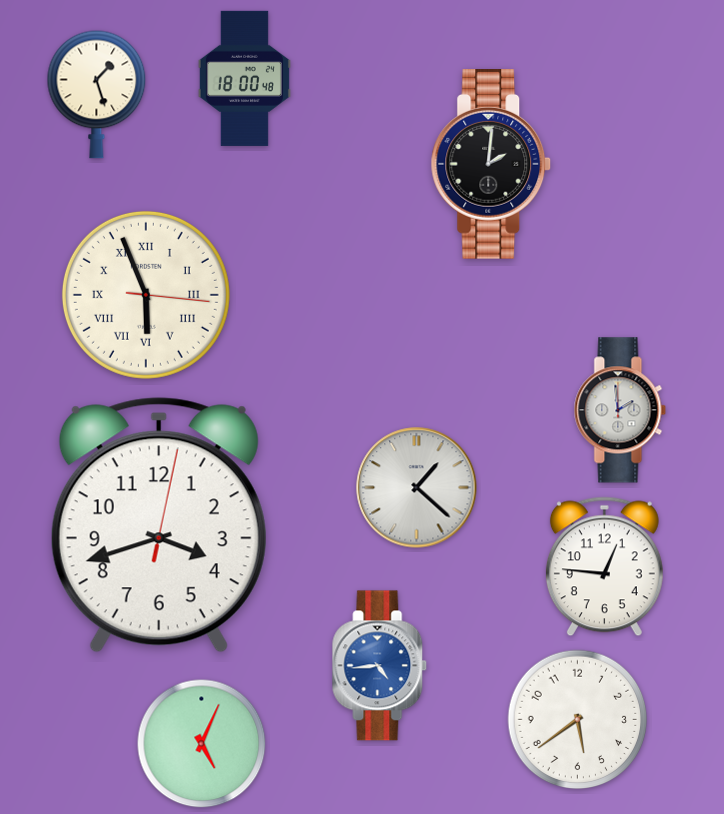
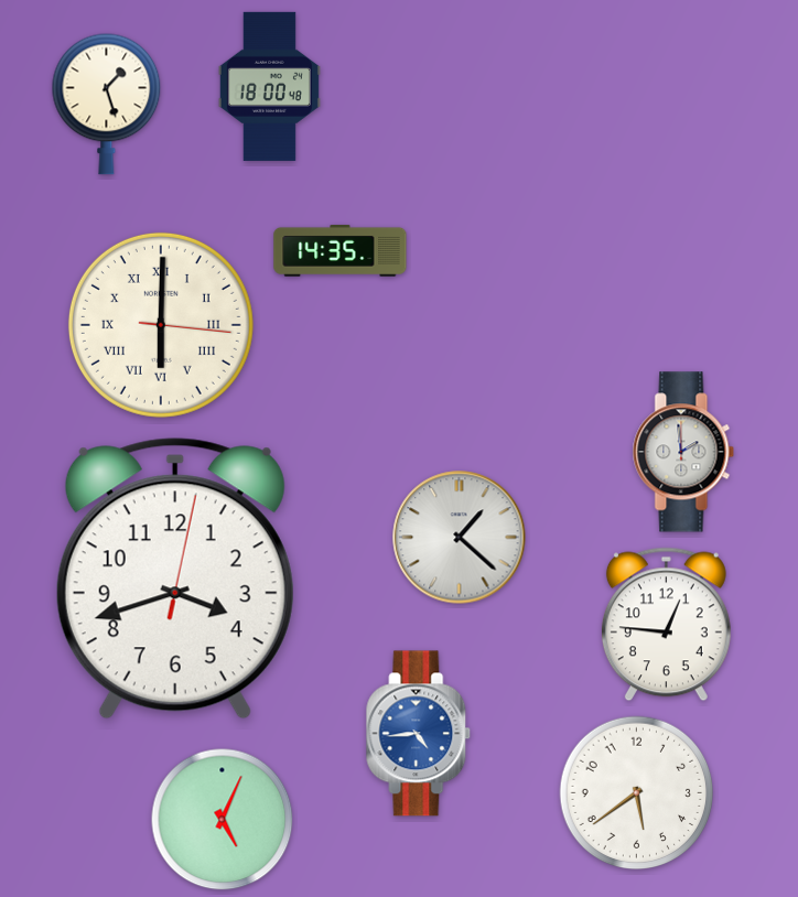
clock at (491, 165): 2:01 -> none
clock at (341, 250): none -> 14:35
clock at (146, 295): 5:56 -> 6:00
